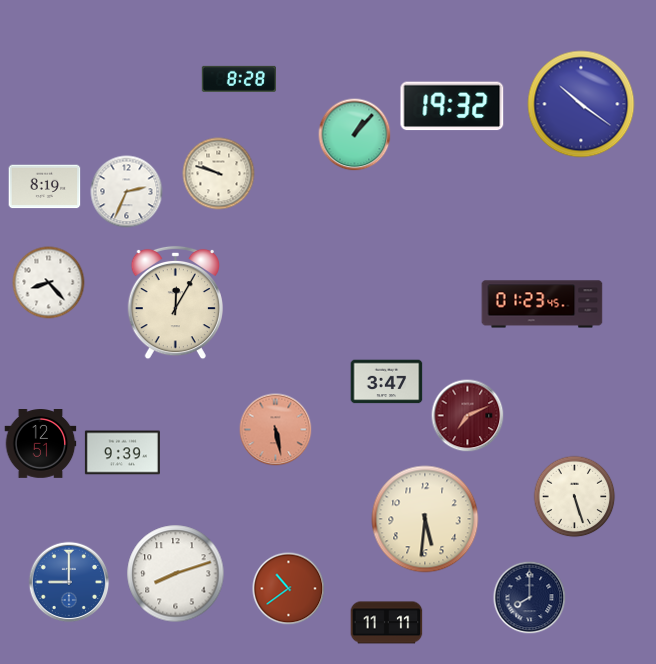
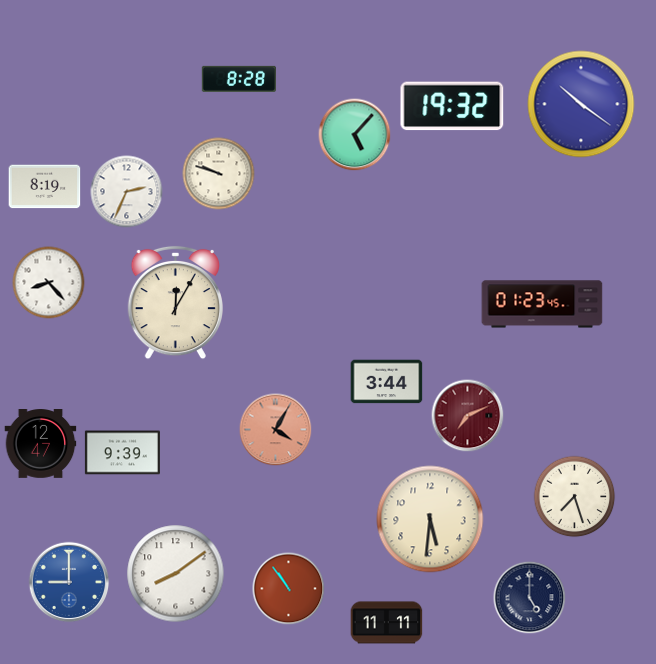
clock at (355, 135): 1:07 -> 5:07
clock at (387, 382): 3:47 -> 3:44
clock at (276, 430): 5:28 -> 4:05
clock at (41, 444): 12:51 -> 12:47
clock at (575, 497): 5:27 -> 7:27
clock at (425, 519) position: (425, 519) -> (430, 519)
clock at (176, 574): 8:12 -> 8:09
clock at (289, 589): 10:39 -> 10:54
clock at (530, 598): 8:00 -> 5:00
